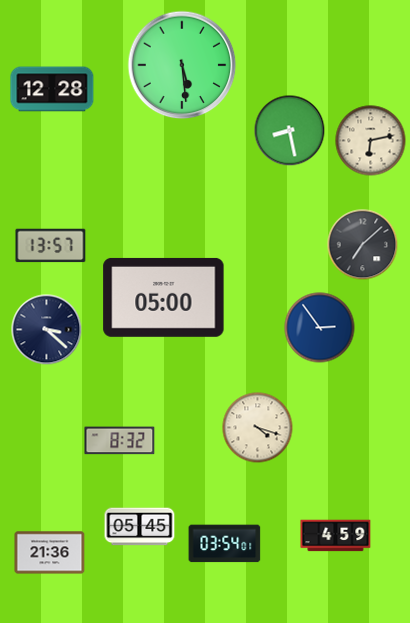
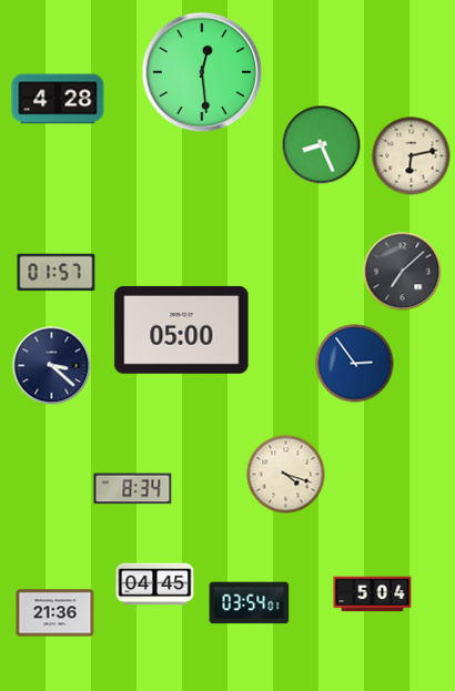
clock at (182, 65): 5:29 -> 12:29
clock at (52, 89): 12:28 -> 4:28
clock at (290, 131): 8:28 -> 8:26
clock at (51, 246): 13:57 -> 01:57
clock at (120, 441): 8:32 -> 8:34
clock at (140, 527): 05:45 -> 04:45
clock at (336, 536): 4:59 -> 5:04
